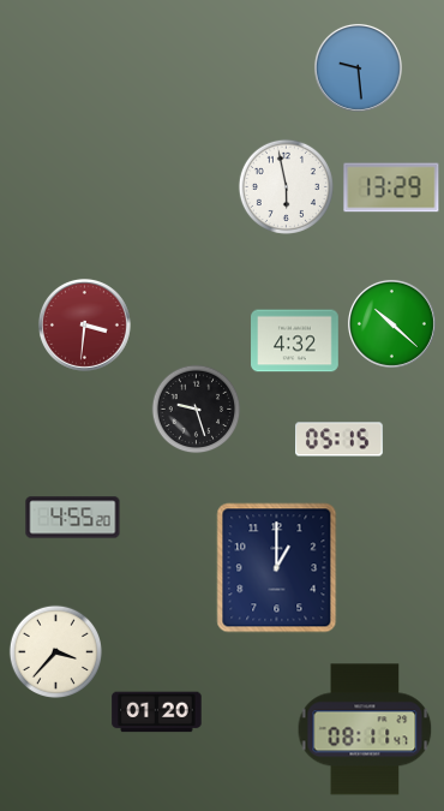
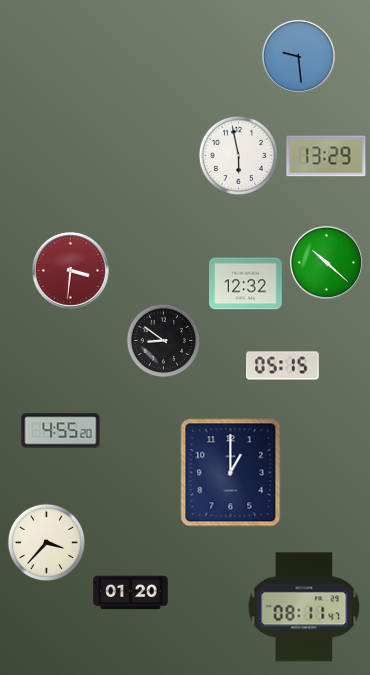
clock at (391, 323) position: (391, 323) -> (326, 262)
clock at (295, 341): 4:32 -> 12:32
clock at (197, 410): 9:27 -> 8:51
